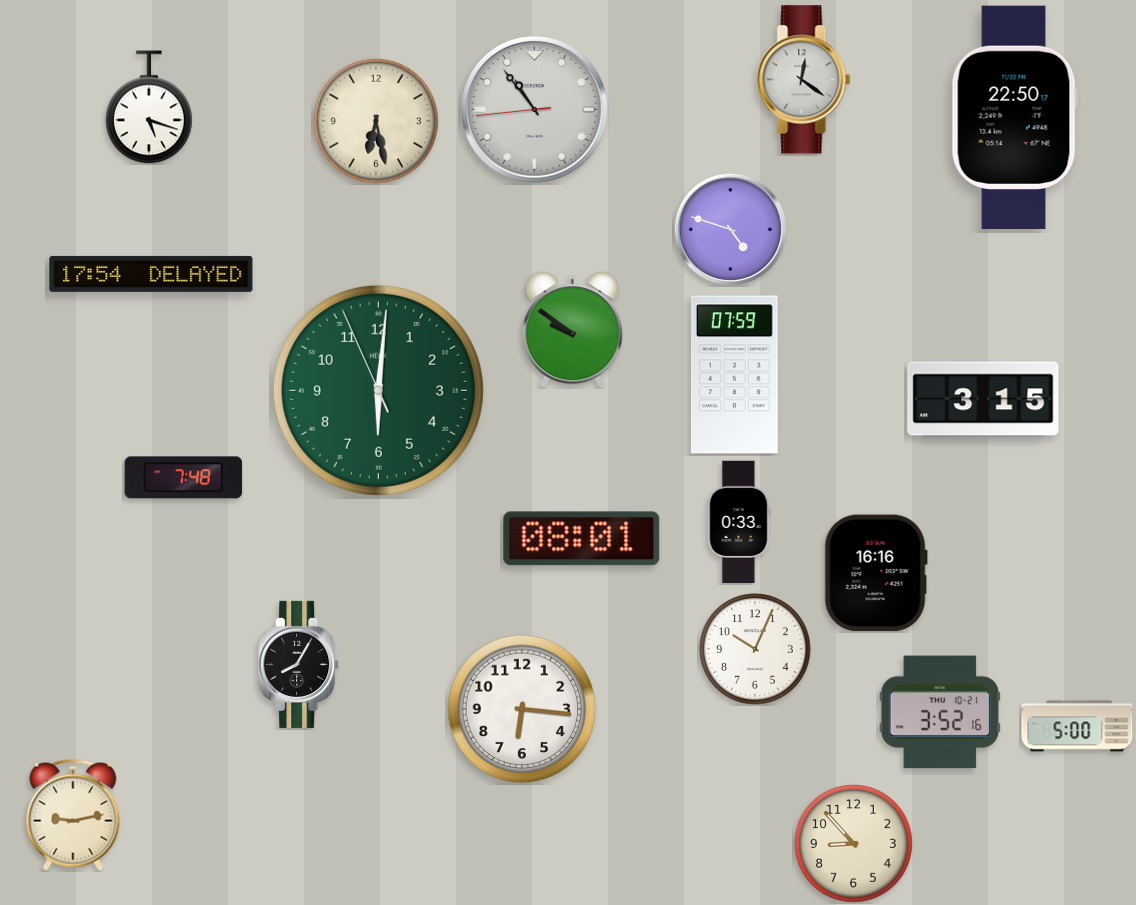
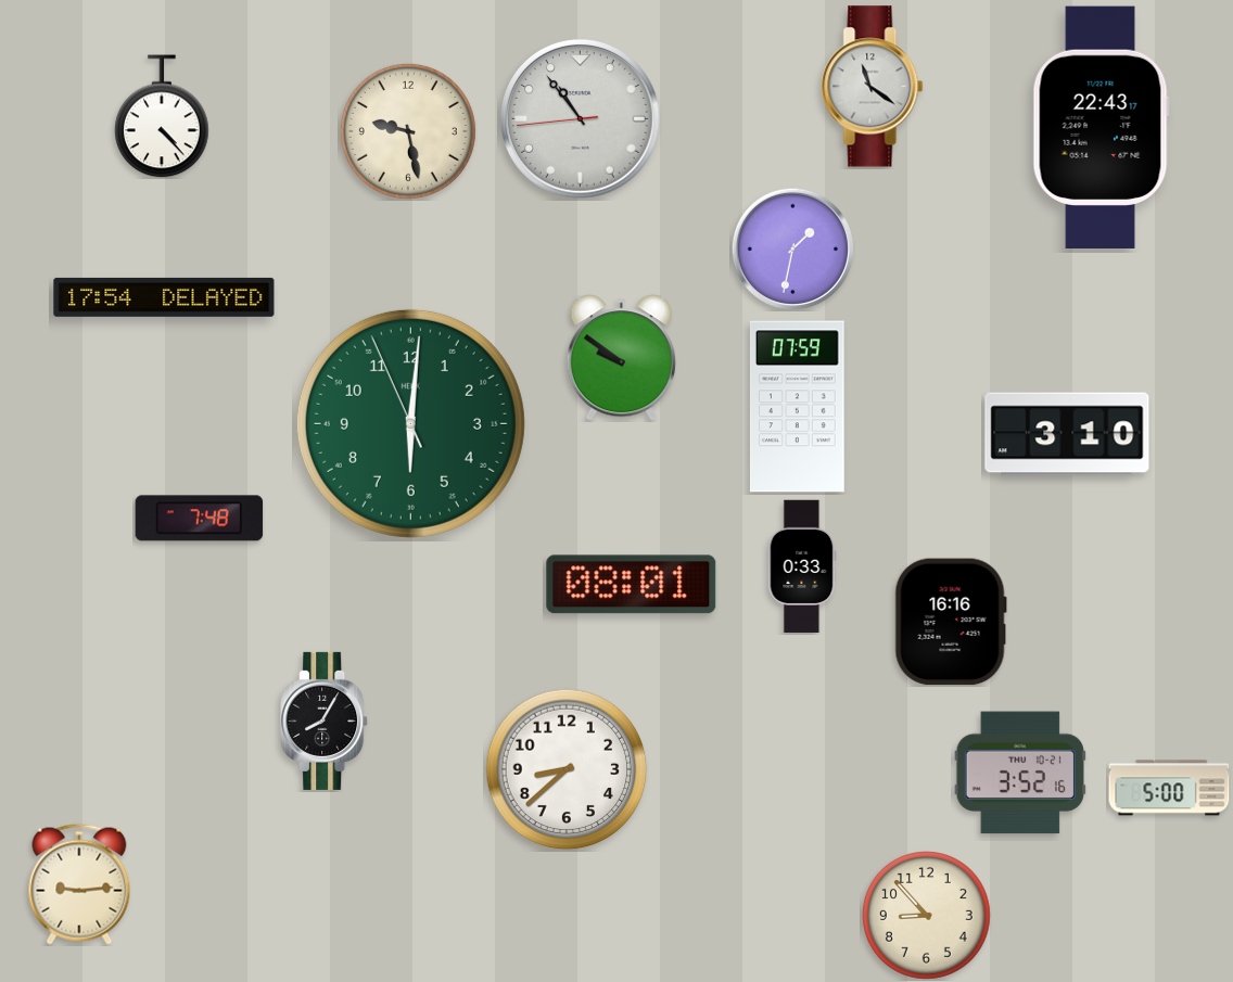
clock at (804, 80): 12:21 -> 11:21
clock at (150, 107): 5:18 -> 4:23
clock at (1014, 117): 22:50 -> 22:43
clock at (376, 121): 6:28 -> 9:28
clock at (730, 229): 4:48 -> 1:32
clock at (983, 400): 3:15 -> 3:10
clock at (755, 649): 10:04 -> none
clock at (522, 709): 6:16 -> 8:38
clock at (73, 815): 9:13 -> 9:14
